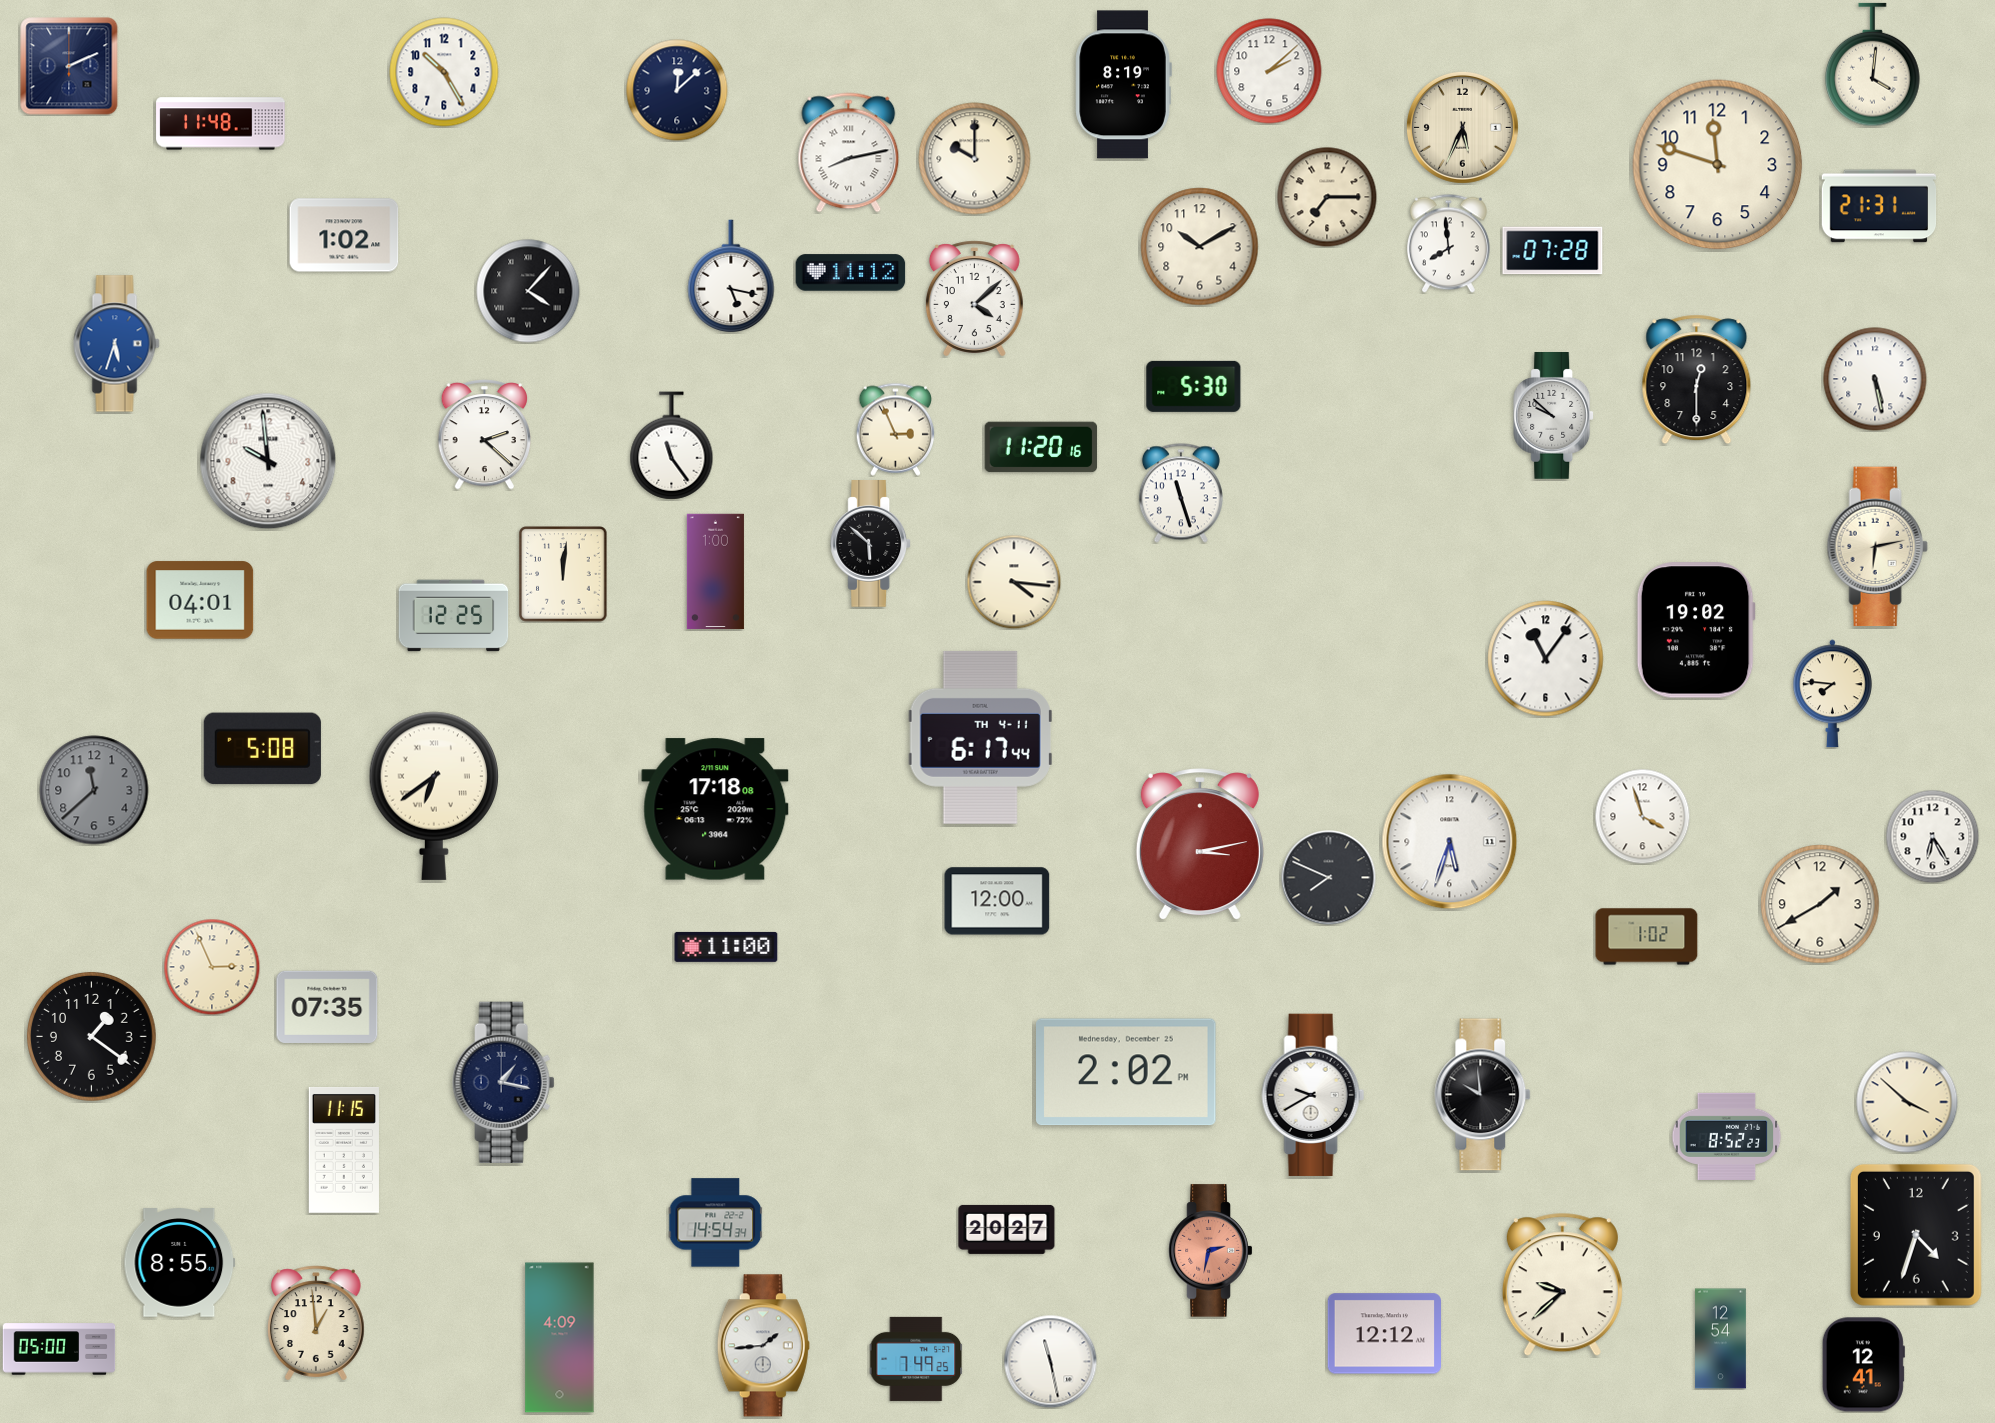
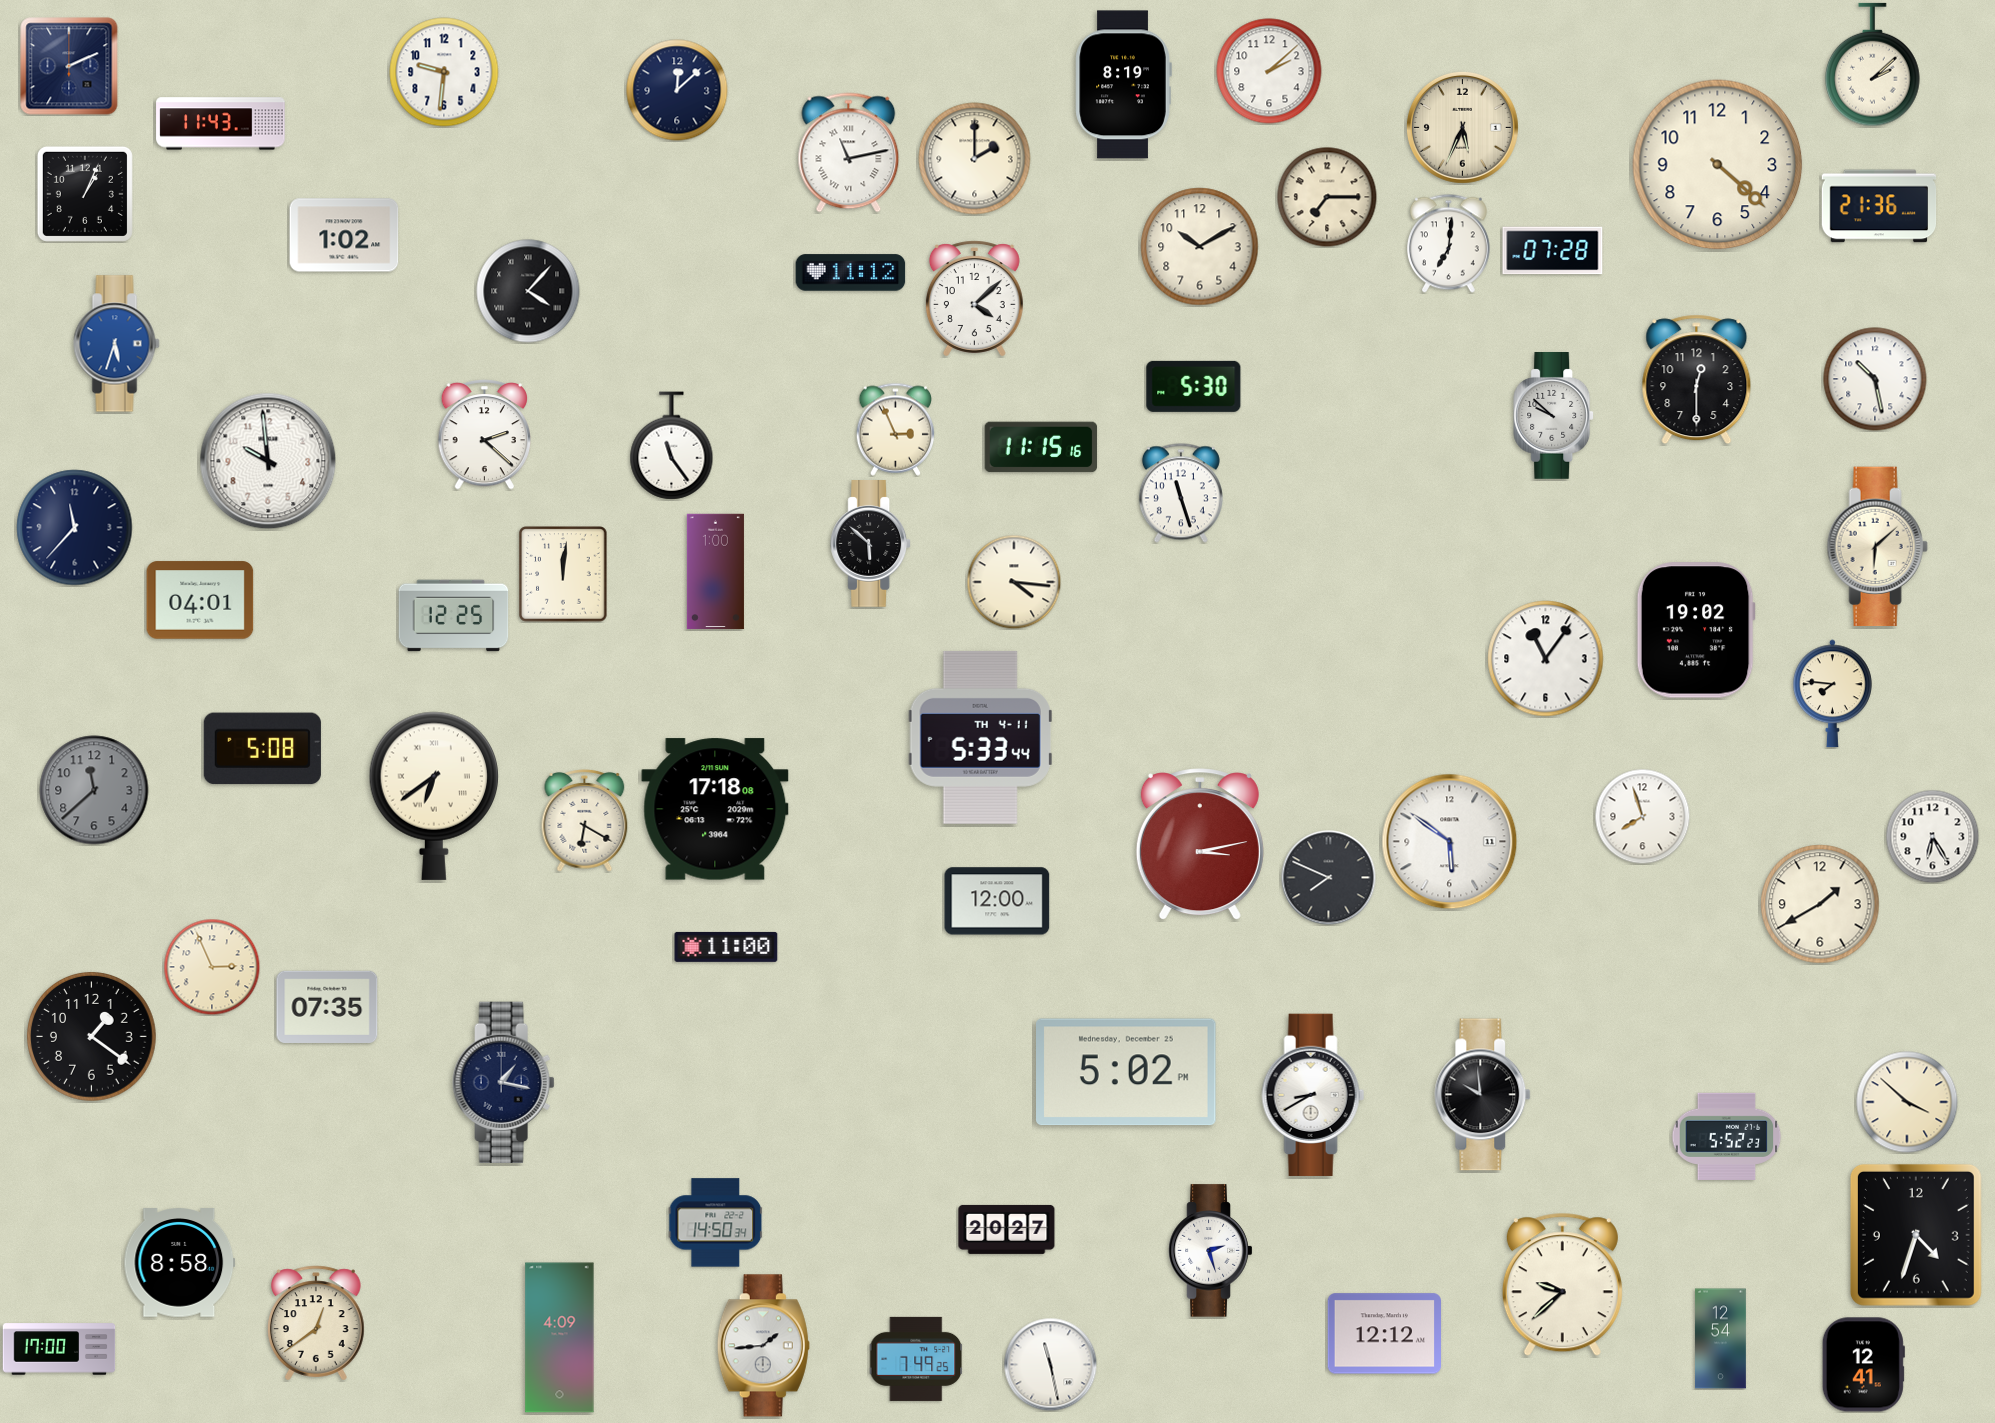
clock at (1873, 65): 4:01 -> 2:08
clock at (444, 72): 10:25 -> 9:31
clock at (221, 124): 11:48 -> 11:43
clock at (849, 153): 8:13 -> 11:13
clock at (975, 159): 10:00 -> 2:00
clock at (1718, 165): 11:48 -> 4:22
clock at (85, 194): none -> 1:04
clock at (1879, 206): 21:31 -> 21:36
clock at (1448, 243): 7:59 -> 7:01
clock at (731, 276): 5:17 -> none
clock at (1875, 379): 5:28 -> 10:28
clock at (1041, 447): 11:20 -> 11:15
clock at (75, 528): none -> 11:37
clock at (1877, 547): 6:13 -> 6:08
clock at (980, 737): 6:17 -> 5:33
clock at (1642, 816): 3:57 -> 7:57
clock at (585, 820): none -> 6:20
clock at (1450, 842): 5:33 -> 5:51
clock at (1647, 937): 1:02 -> none
clock at (1127, 1072): 2:02 -> 5:02
clock at (1313, 1095): 9:40 -> 8:40
clock at (1727, 1136): 8:52 -> 5:52
clock at (344, 1150): 11:15 -> none
clock at (715, 1223): 14:54 -> 14:50
clock at (1211, 1251): 2:32 -> 2:27
clock at (1211, 1251) dial: salmon -> white
clock at (180, 1263): 8:55 -> 8:58
clock at (316, 1323): 12:59 -> 12:39
clock at (59, 1349): 05:00 -> 17:00
clock at (1050, 1361) position: (1050, 1361) -> (1050, 1364)
